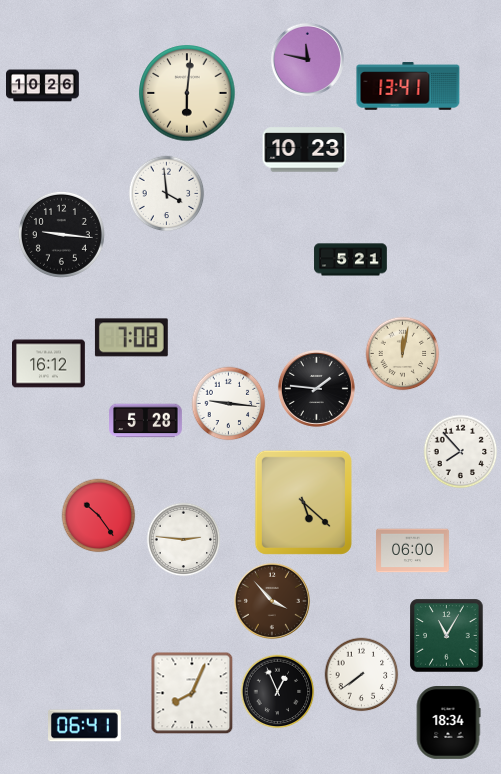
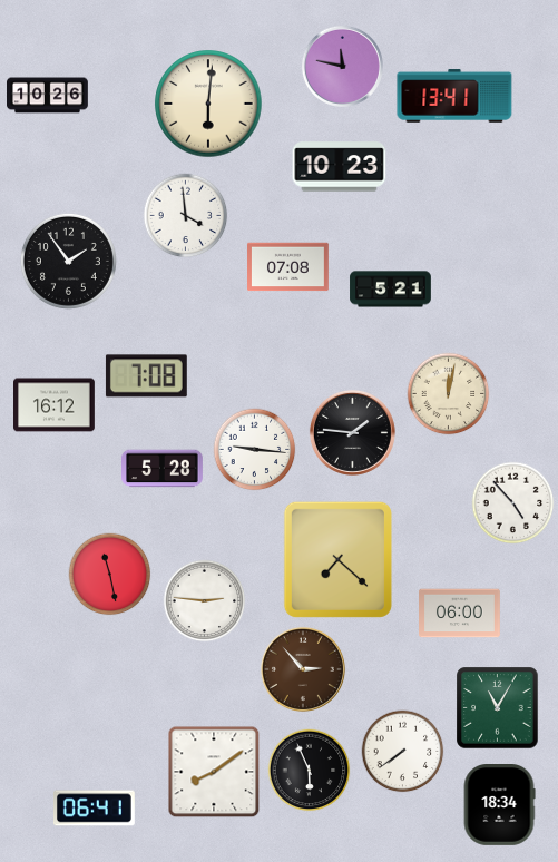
clock at (61, 234): 9:16 -> 1:54
clock at (288, 267): none -> 07:08
clock at (461, 452): 7:53 -> 4:53
clock at (303, 502): 5:22 -> 7:22
clock at (99, 516): 10:24 -> 11:28
clock at (272, 601): 3:53 -> 2:53
clock at (278, 692): 12:56 -> 5:56
clock at (192, 693): 8:04 -> 8:09
